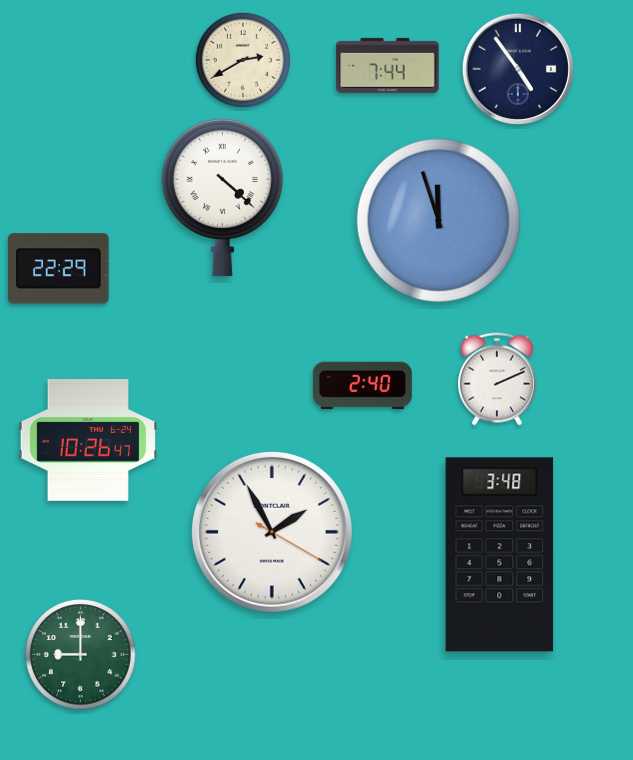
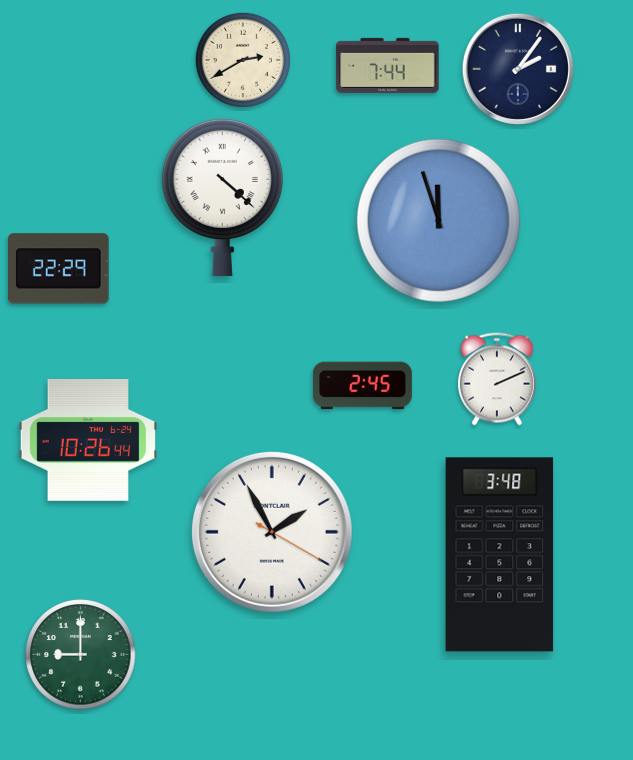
clock at (518, 69): 4:54 -> 2:06
clock at (362, 386): 2:40 -> 2:45
clock at (88, 441): 10:26:47 -> 10:26:44
